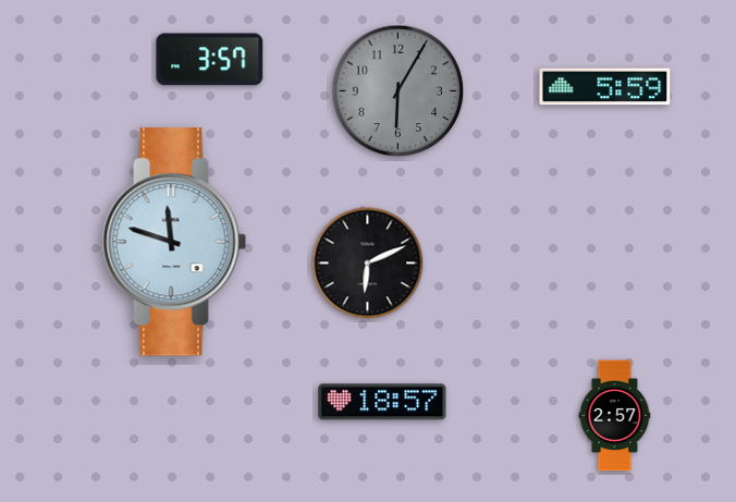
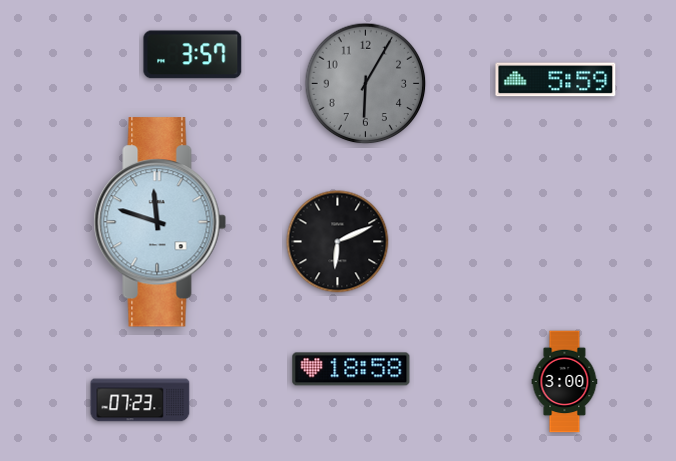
clock at (382, 402): 18:57 -> 18:58
clock at (615, 416): 2:57 -> 3:00
clock at (140, 400): none -> 07:23
